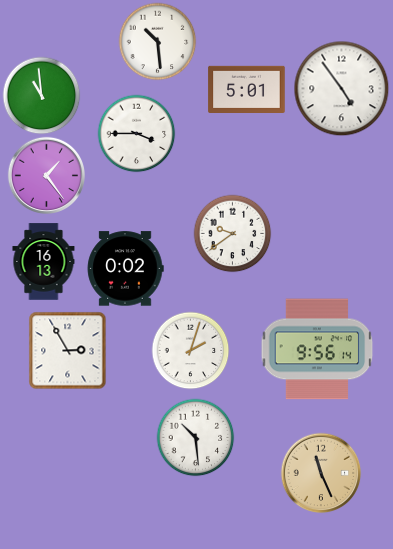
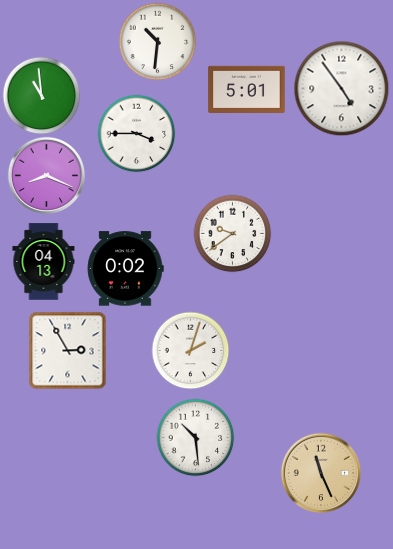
clock at (157, 41): 10:29 -> 10:31
clock at (46, 175): 1:24 -> 8:19
clock at (44, 262): 16:13 -> 04:13
clock at (317, 349): 9:56 -> none
